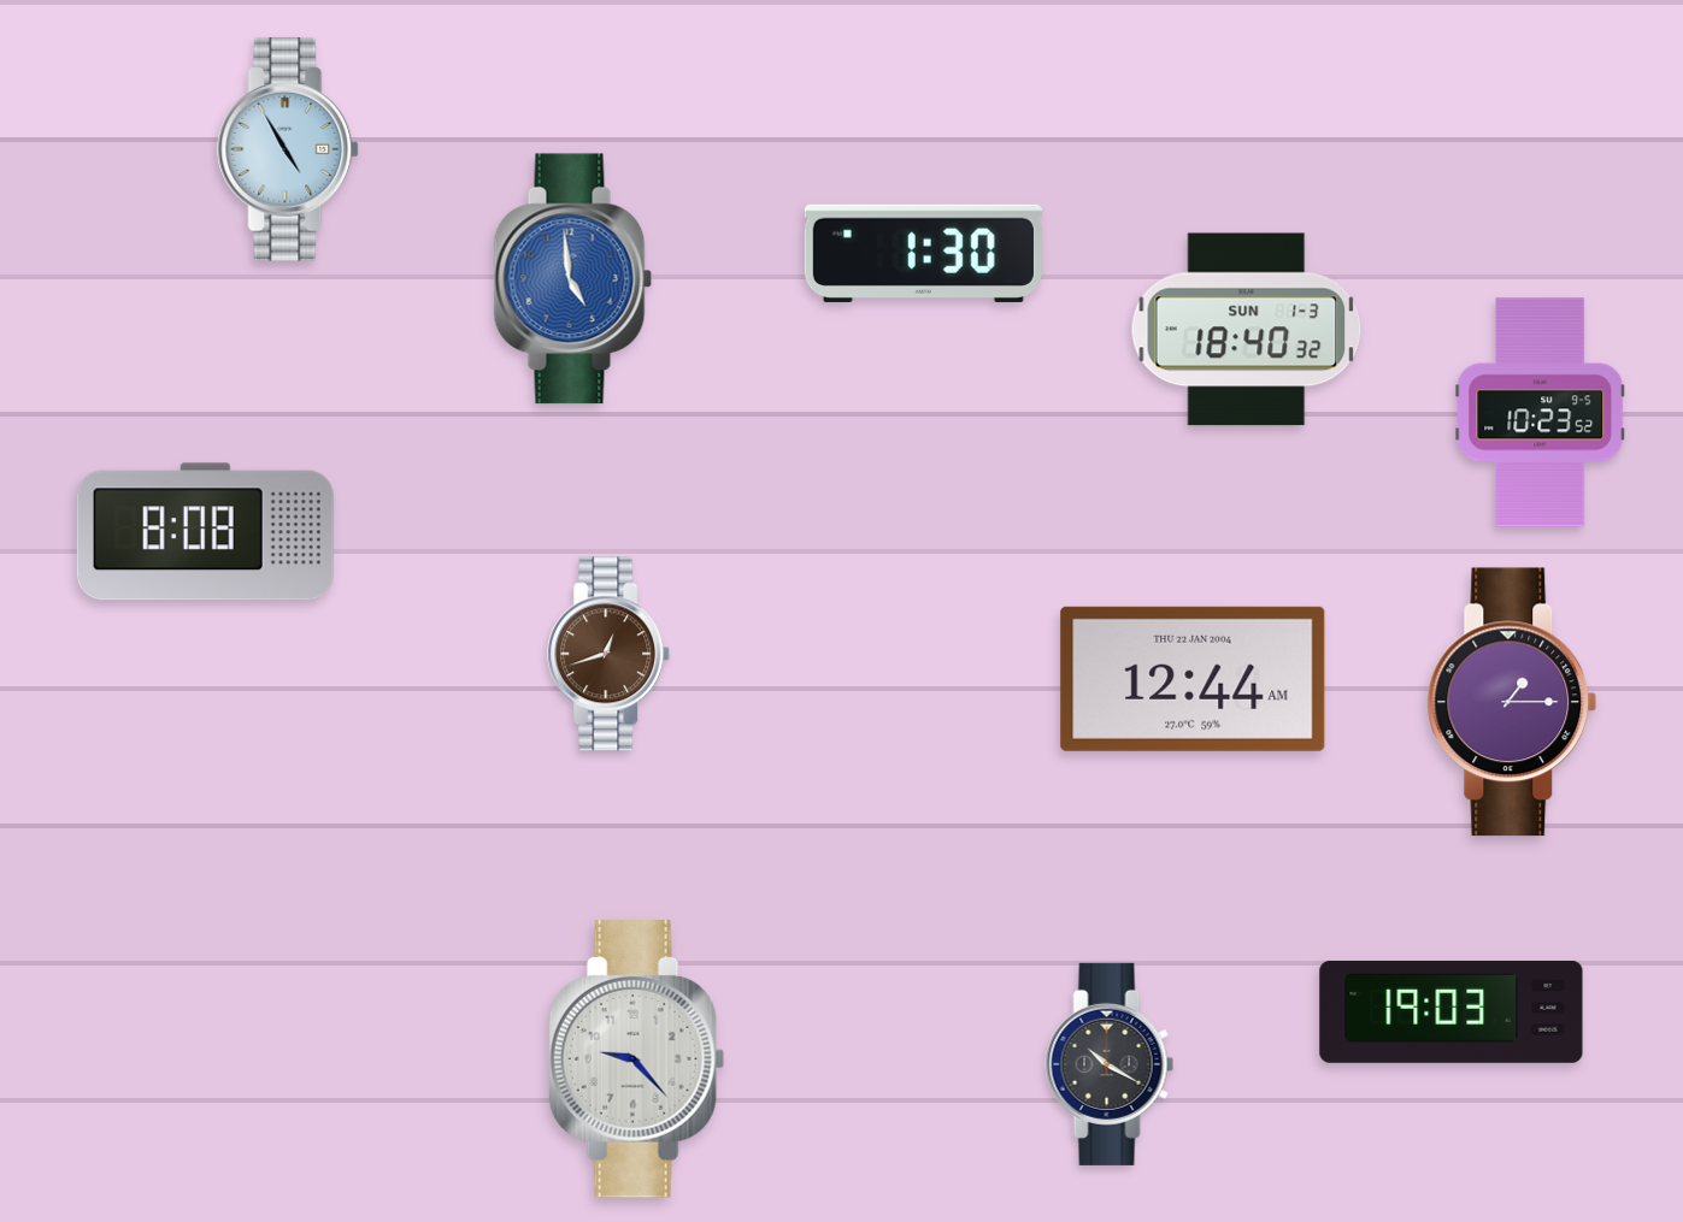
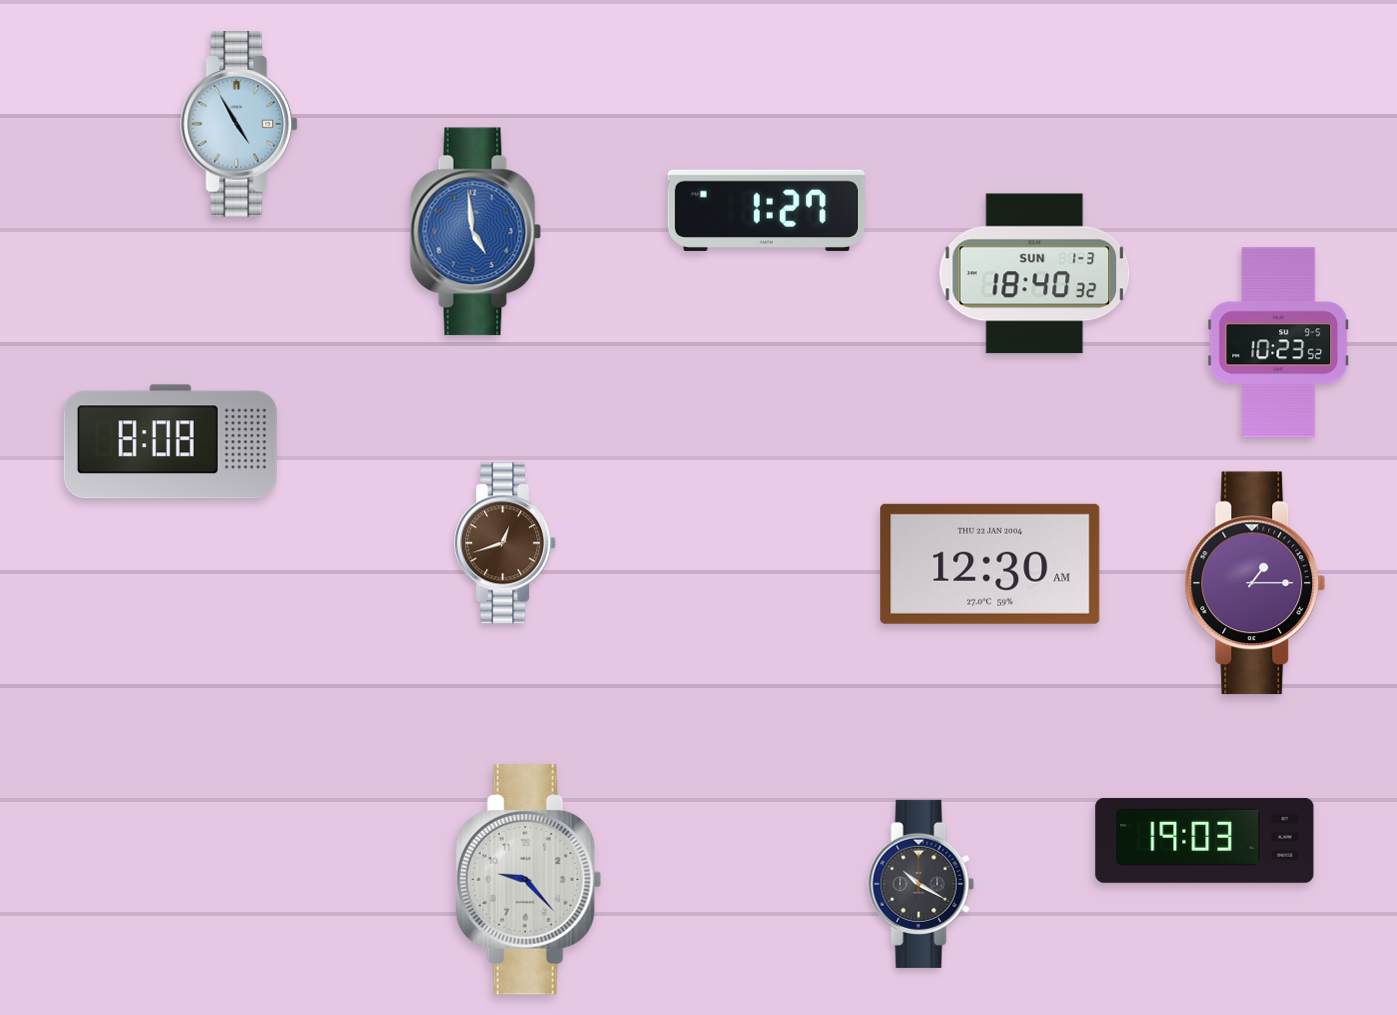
clock at (923, 253): 1:30 -> 1:27
clock at (1193, 679): 12:44 -> 12:30
